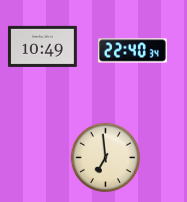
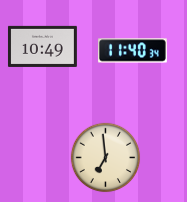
clock at (132, 51): 22:40 -> 11:40
